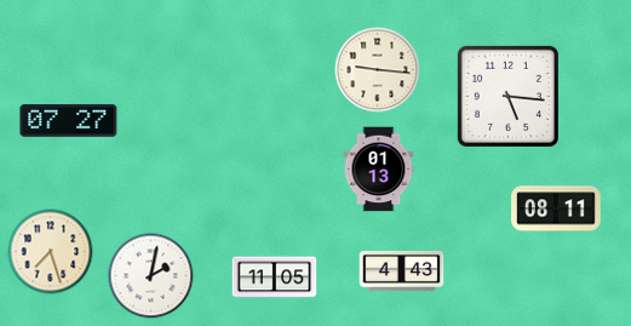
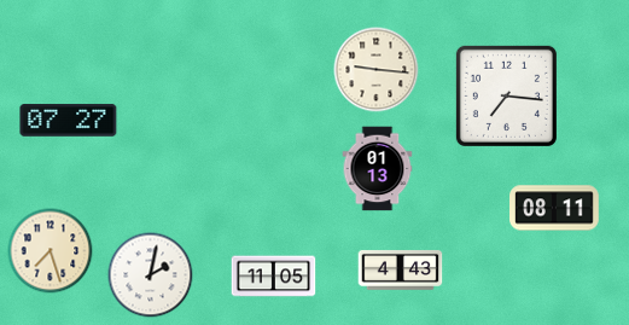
clock at (507, 96): 5:16 -> 7:16
